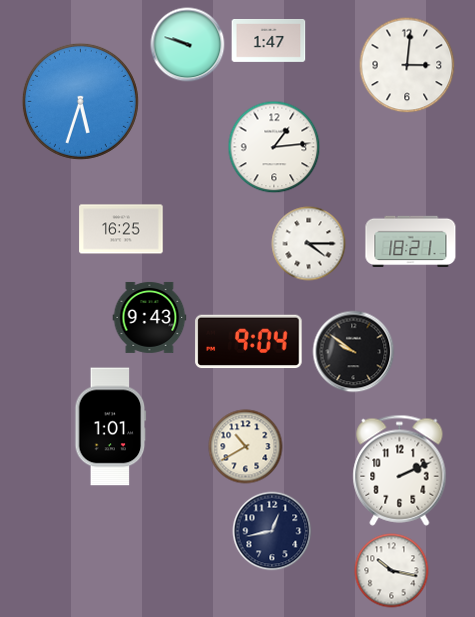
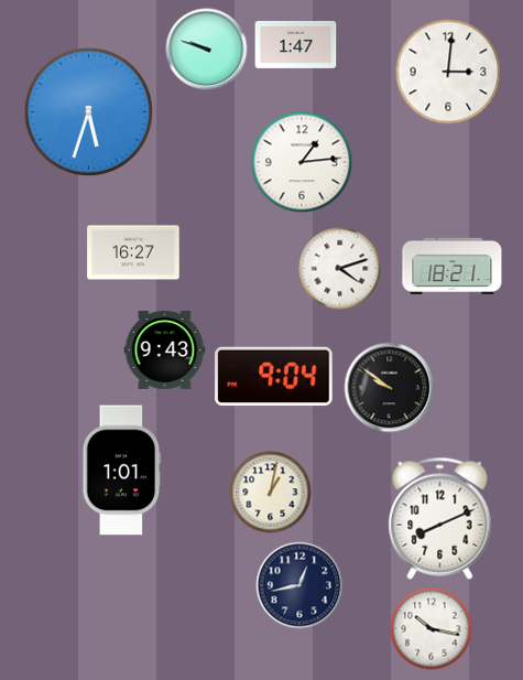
clock at (121, 229): 16:25 -> 16:27
clock at (309, 244): 4:15 -> 4:12
clock at (246, 447): 10:40 -> 1:02
clock at (400, 470): 2:11 -> 8:11
